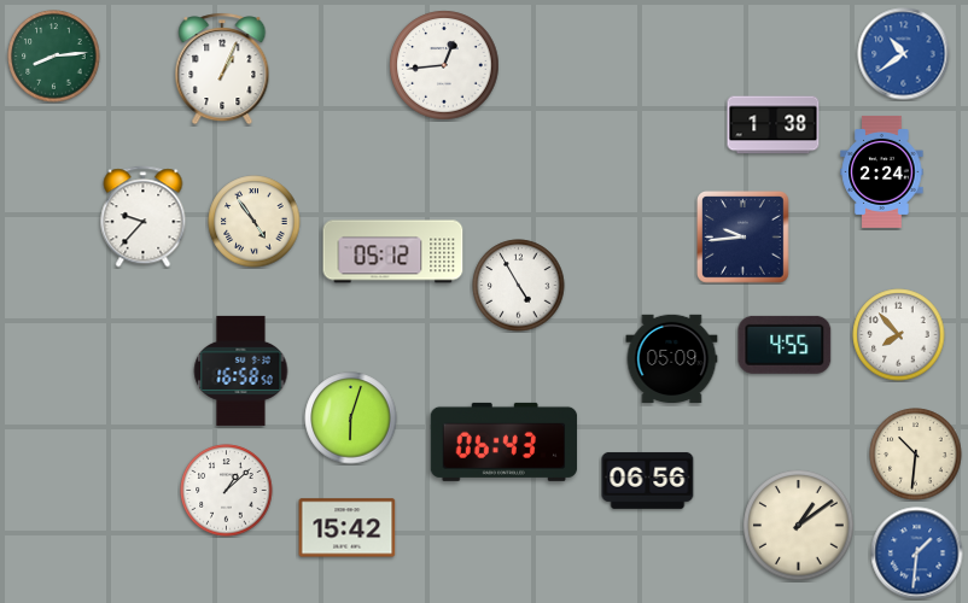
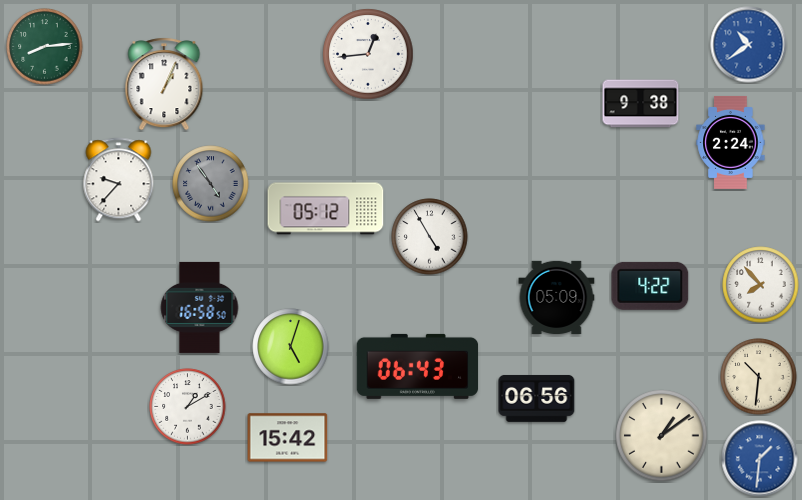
clock at (222, 69) position: (222, 69) -> (164, 84)
clock at (774, 125): 1:38 -> 9:38
clock at (255, 222) dial: cream -> grey
clock at (744, 238): 9:44 -> none
clock at (899, 335) position: (899, 335) -> (761, 285)
clock at (785, 345): 4:55 -> 4:22
clock at (351, 418): 6:03 -> 5:03
clock at (227, 491): 1:08 -> 1:10
